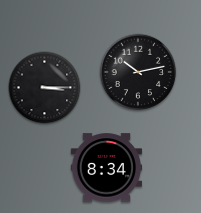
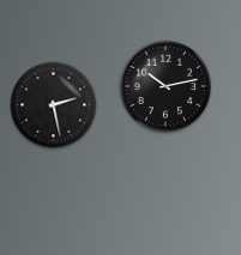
clock at (45, 88): 3:15 -> 2:28
clock at (106, 168): 8:34 -> none
